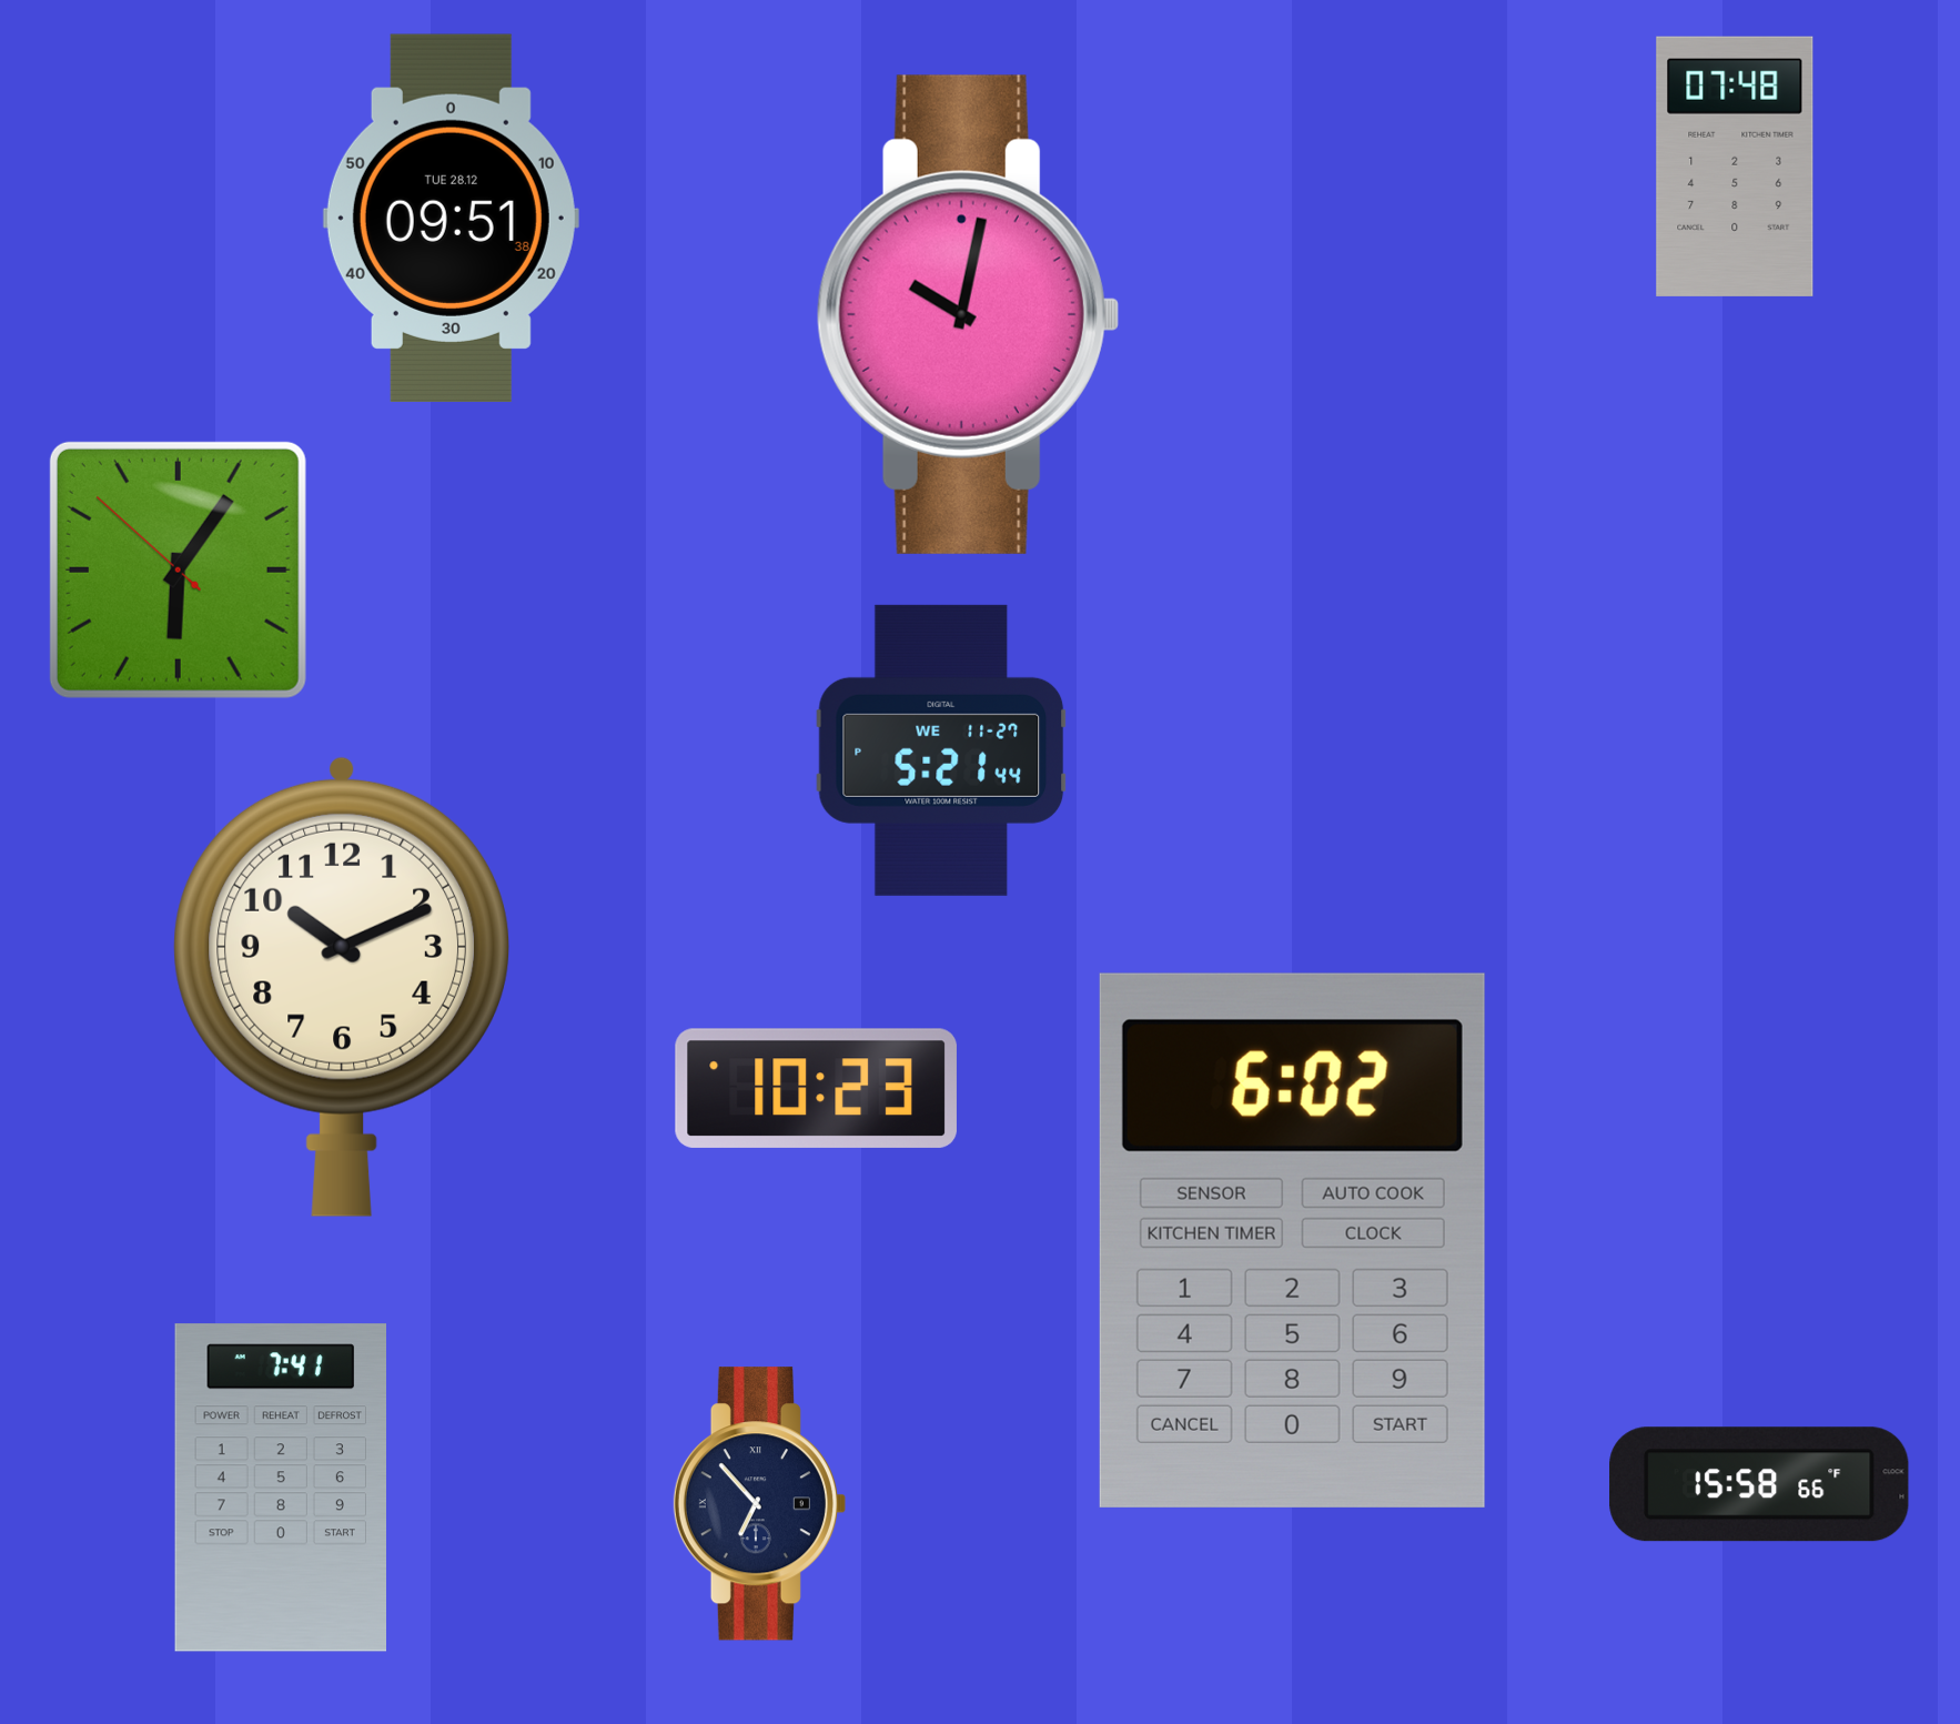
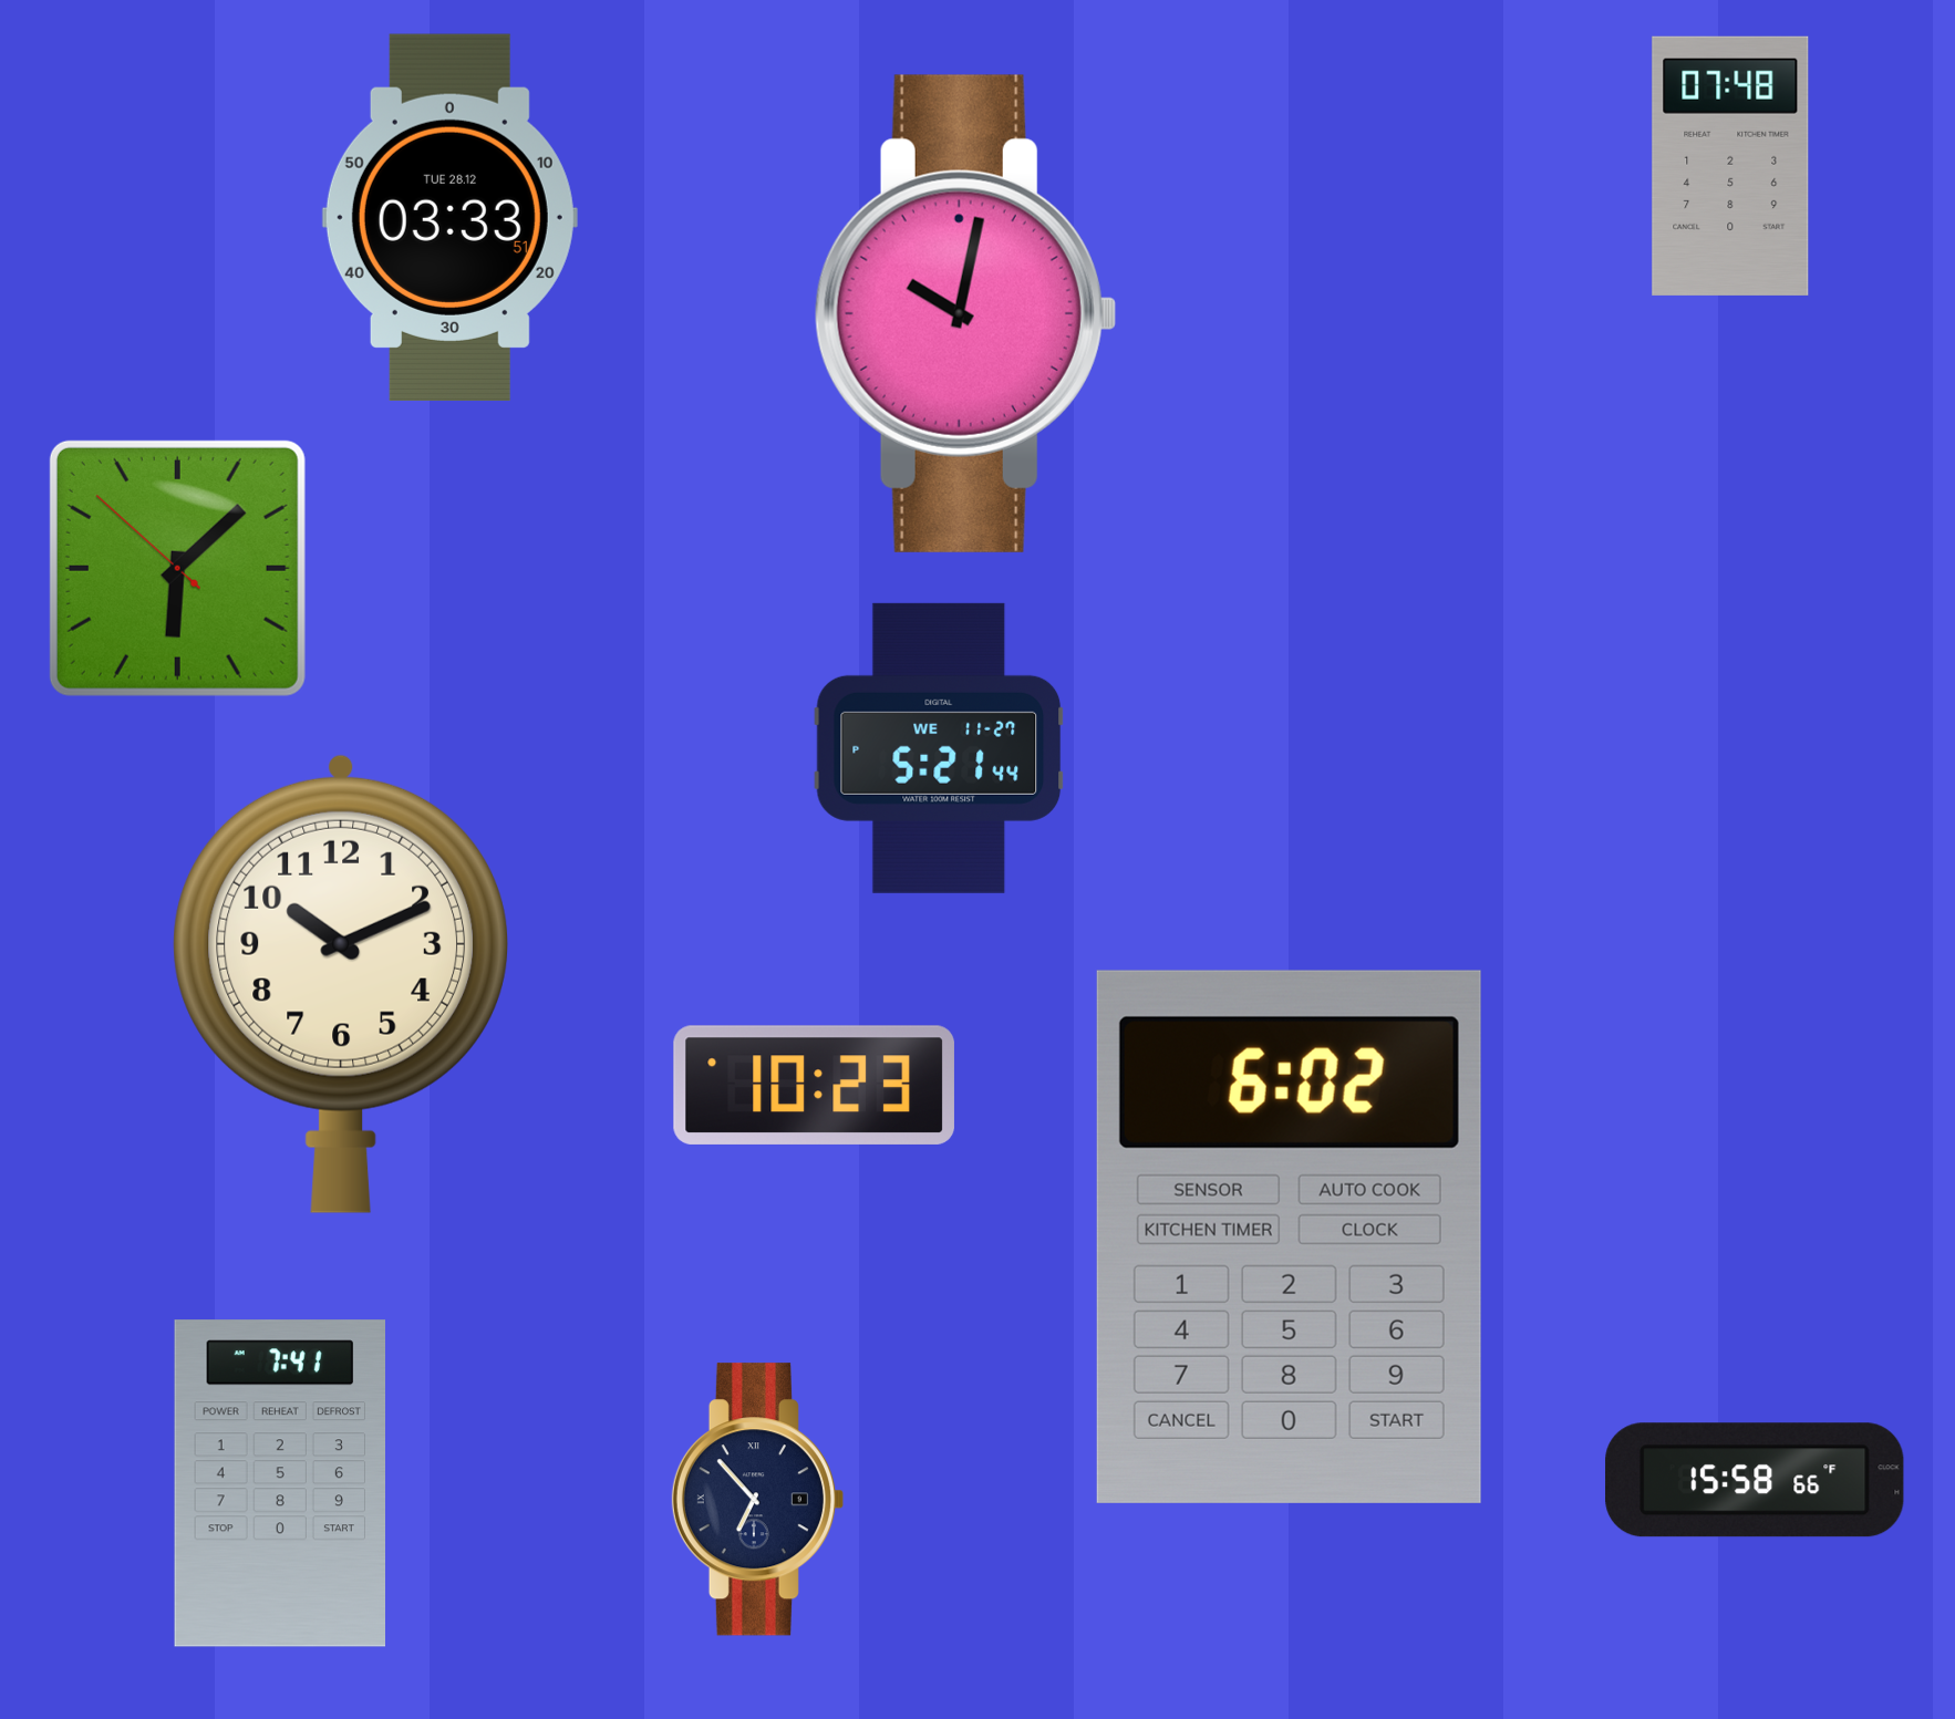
clock at (451, 218): 09:51 -> 03:33
clock at (178, 569): 6:05 -> 6:07
